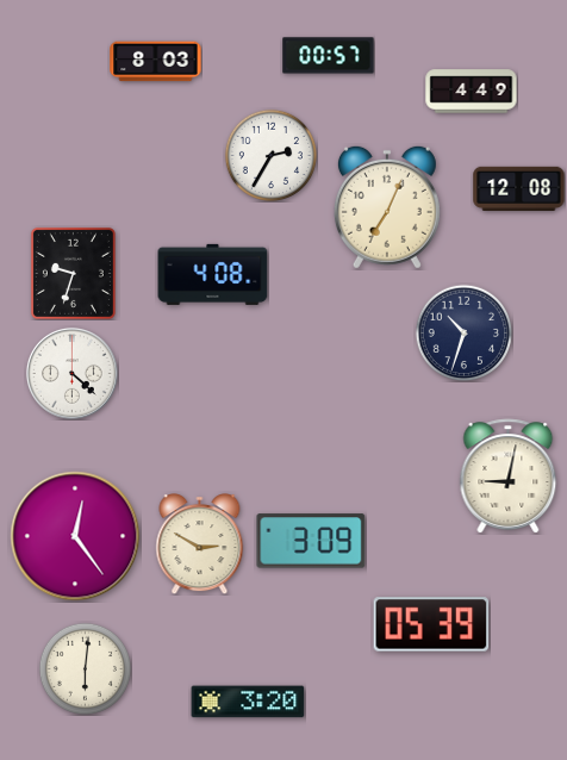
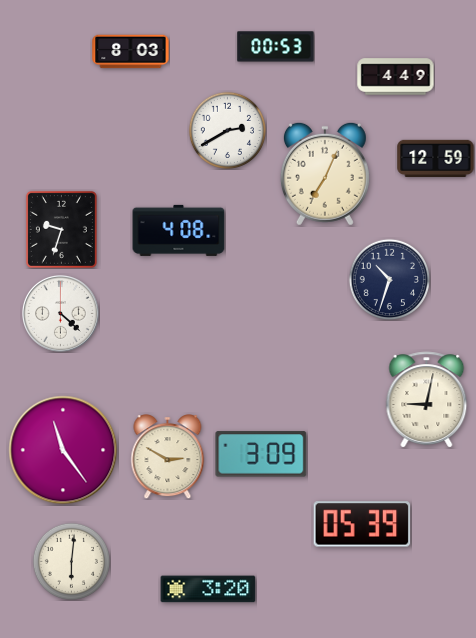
clock at (329, 56): 00:57 -> 00:53
clock at (270, 155): 2:35 -> 2:40
clock at (519, 188): 12:08 -> 12:59
clock at (75, 536): 12:24 -> 11:24
